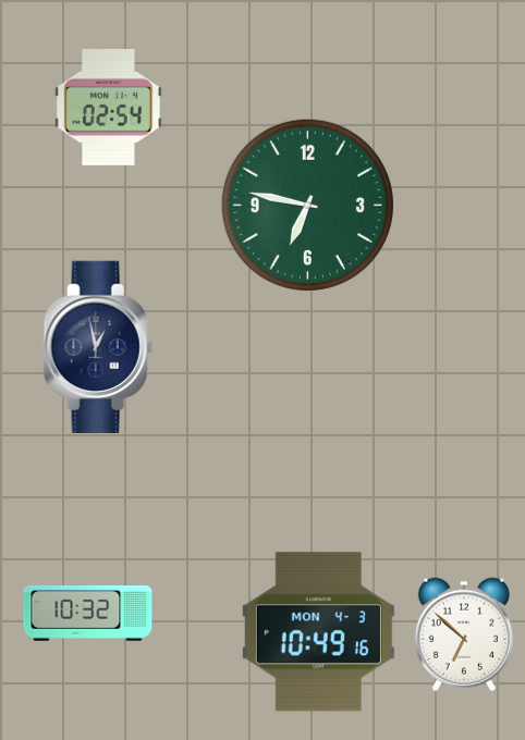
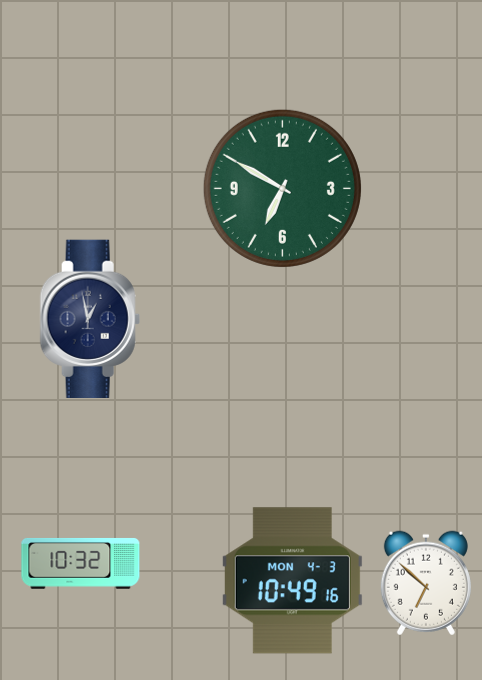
clock at (108, 107): 02:54 -> none
clock at (307, 205): 6:47 -> 6:50
